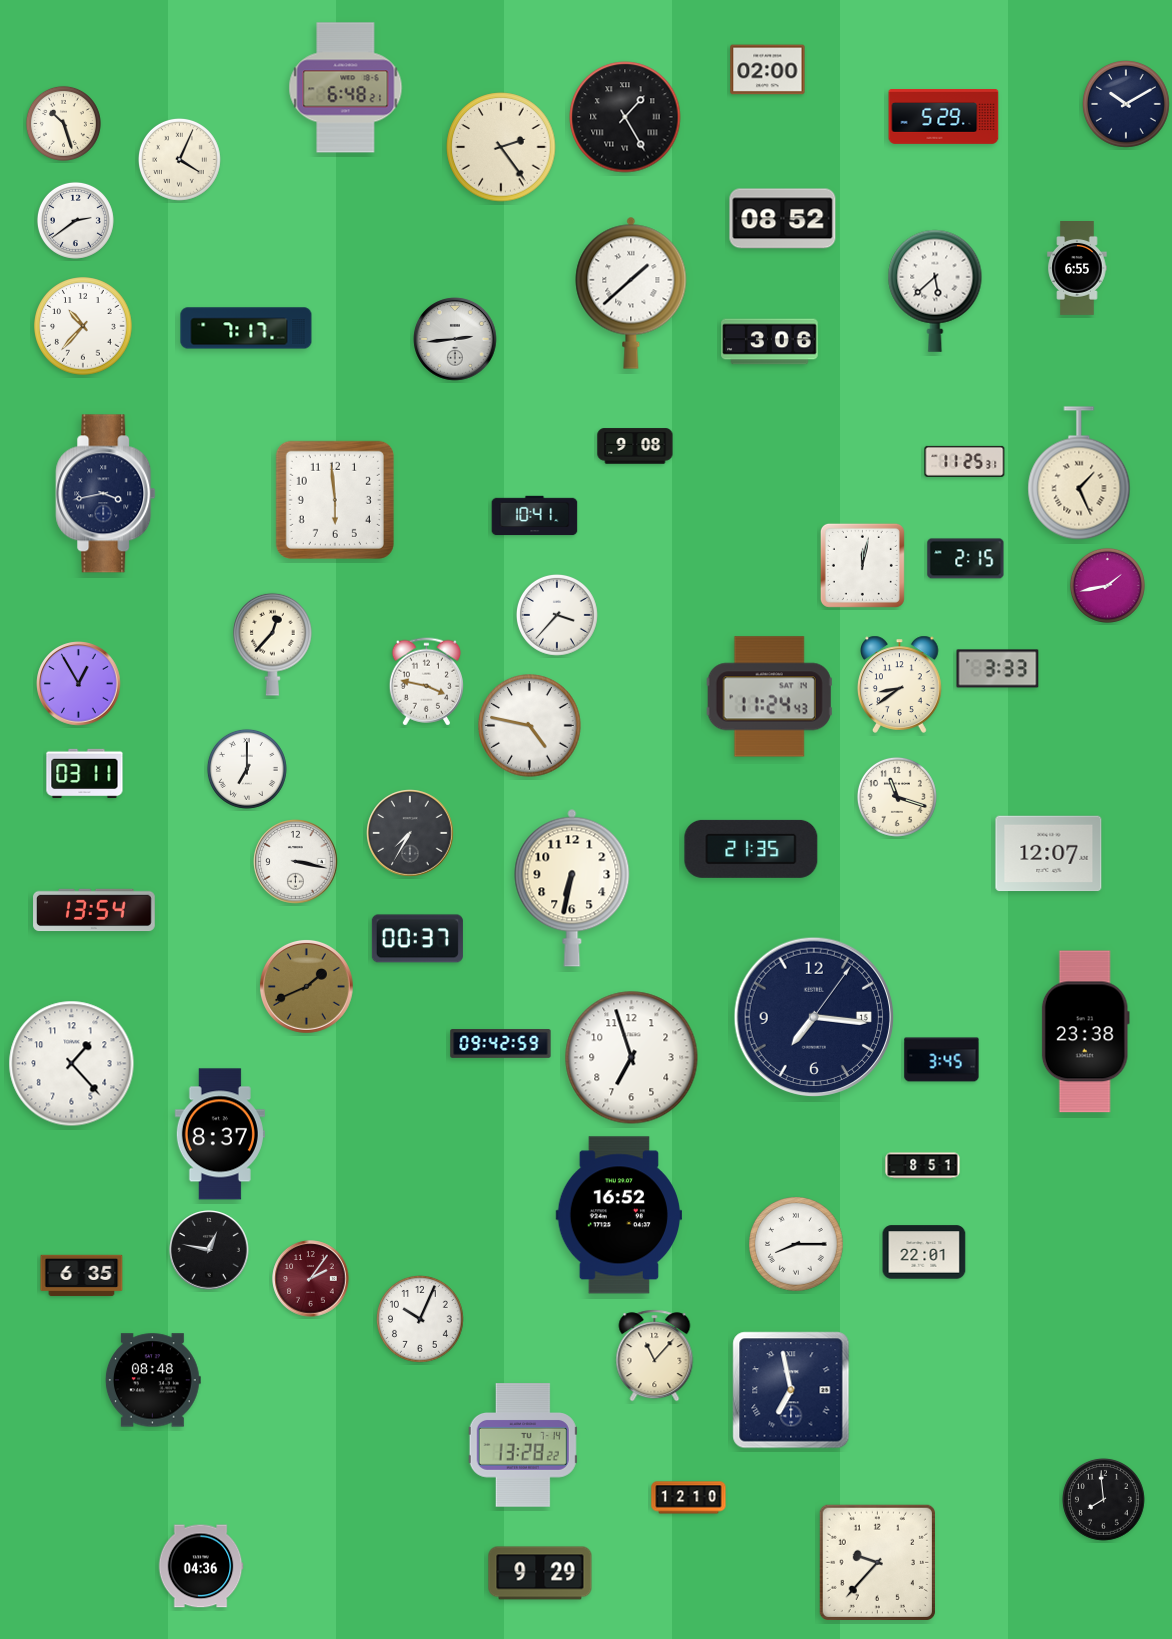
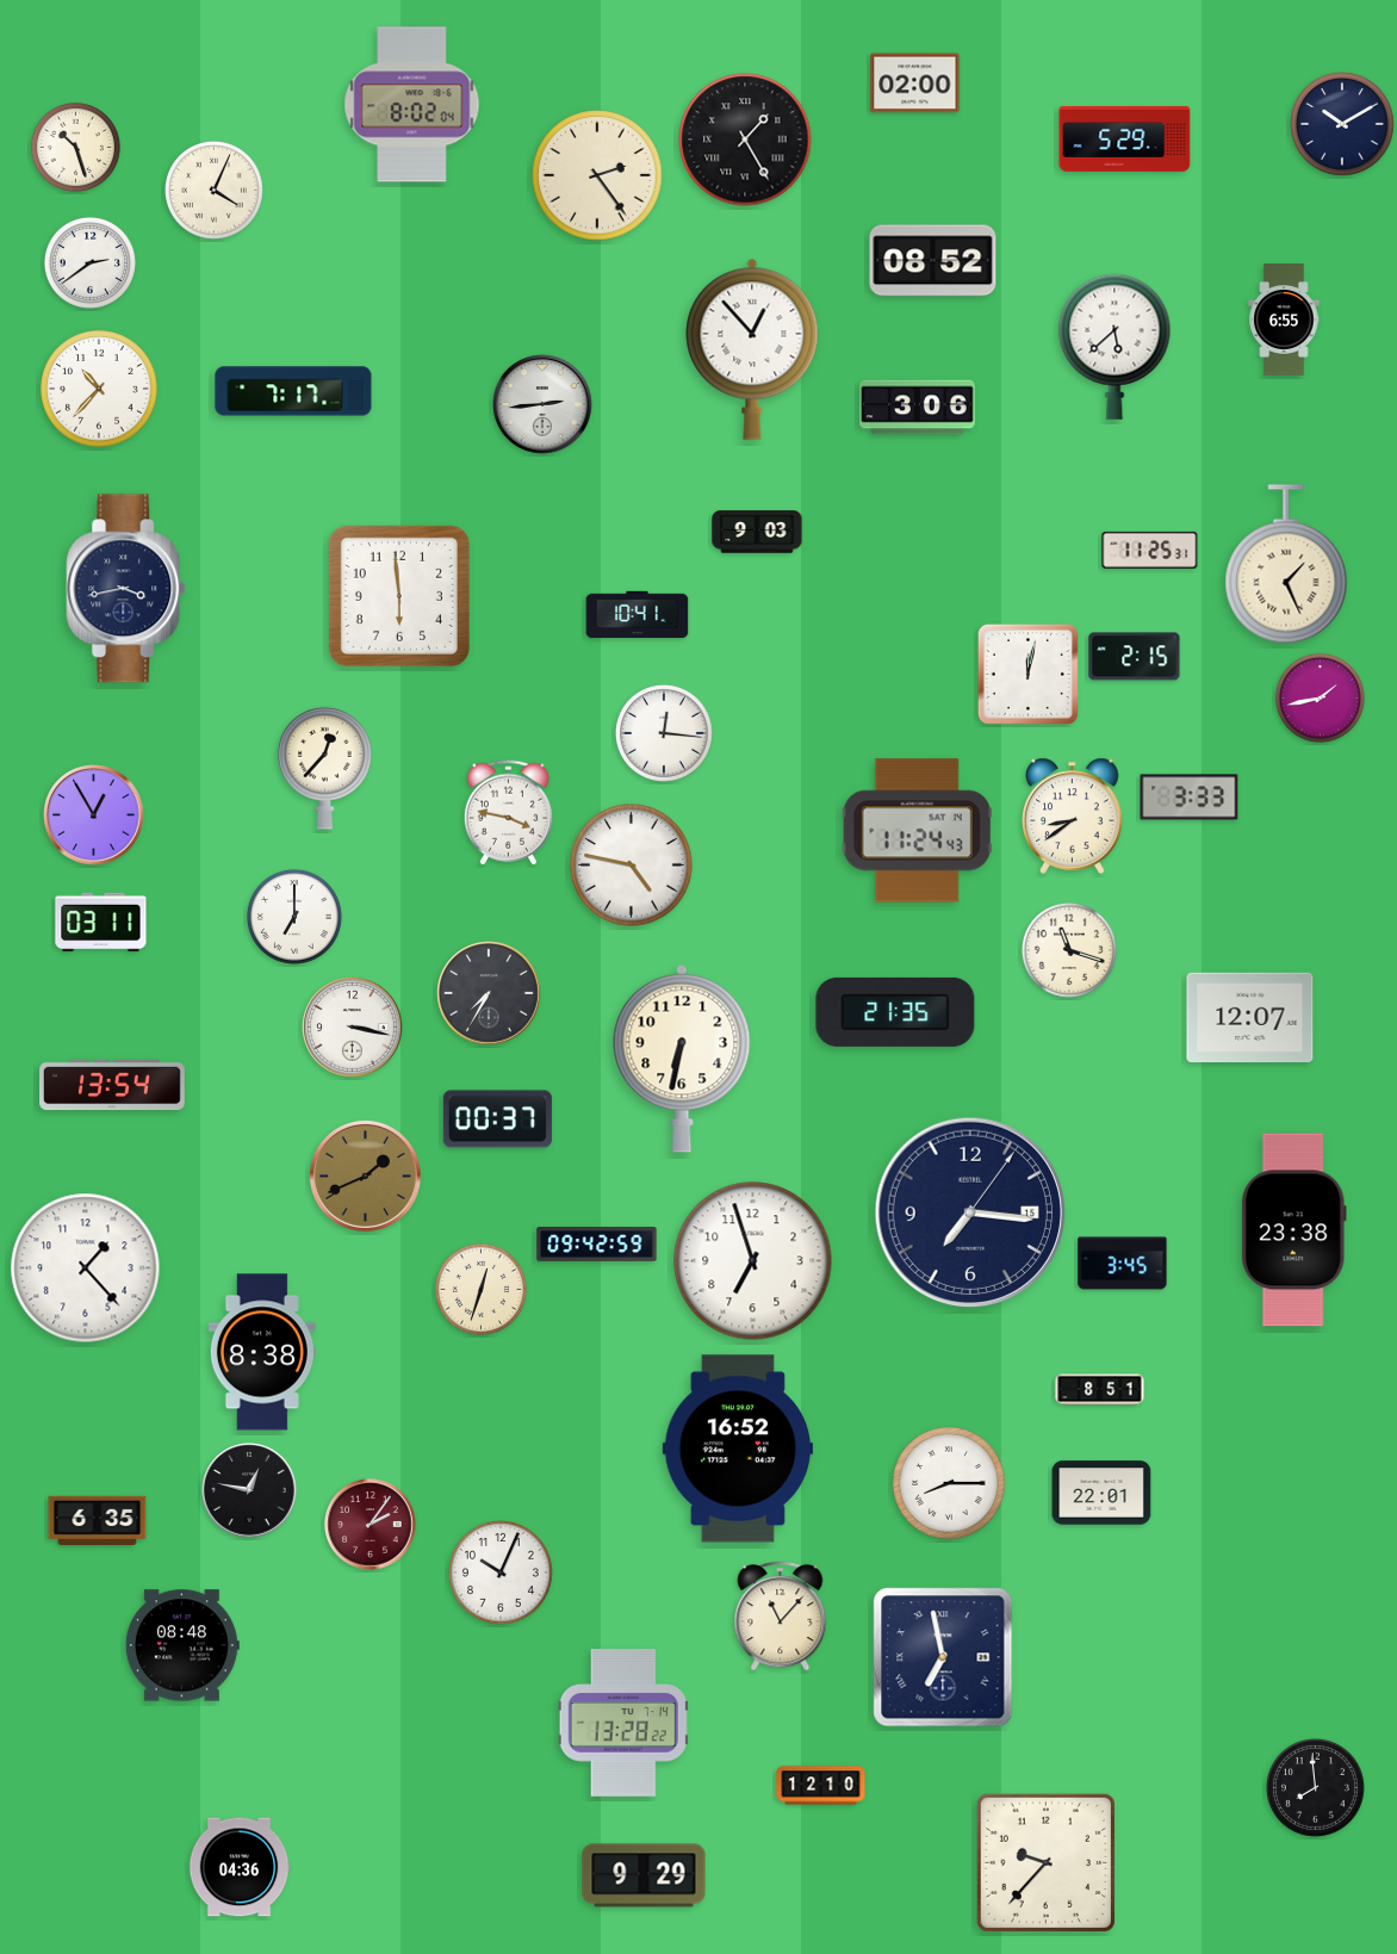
clock at (346, 88): 6:48 -> 8:02
clock at (631, 293): 1:38 -> 12:53
clock at (635, 446): 9:08 -> 9:03
clock at (966, 559) position: (966, 559) -> (1135, 657)
clock at (557, 615): 3:37 -> 12:16
clock at (480, 1289): none -> 12:33
clock at (220, 1134): 8:37 -> 8:38
